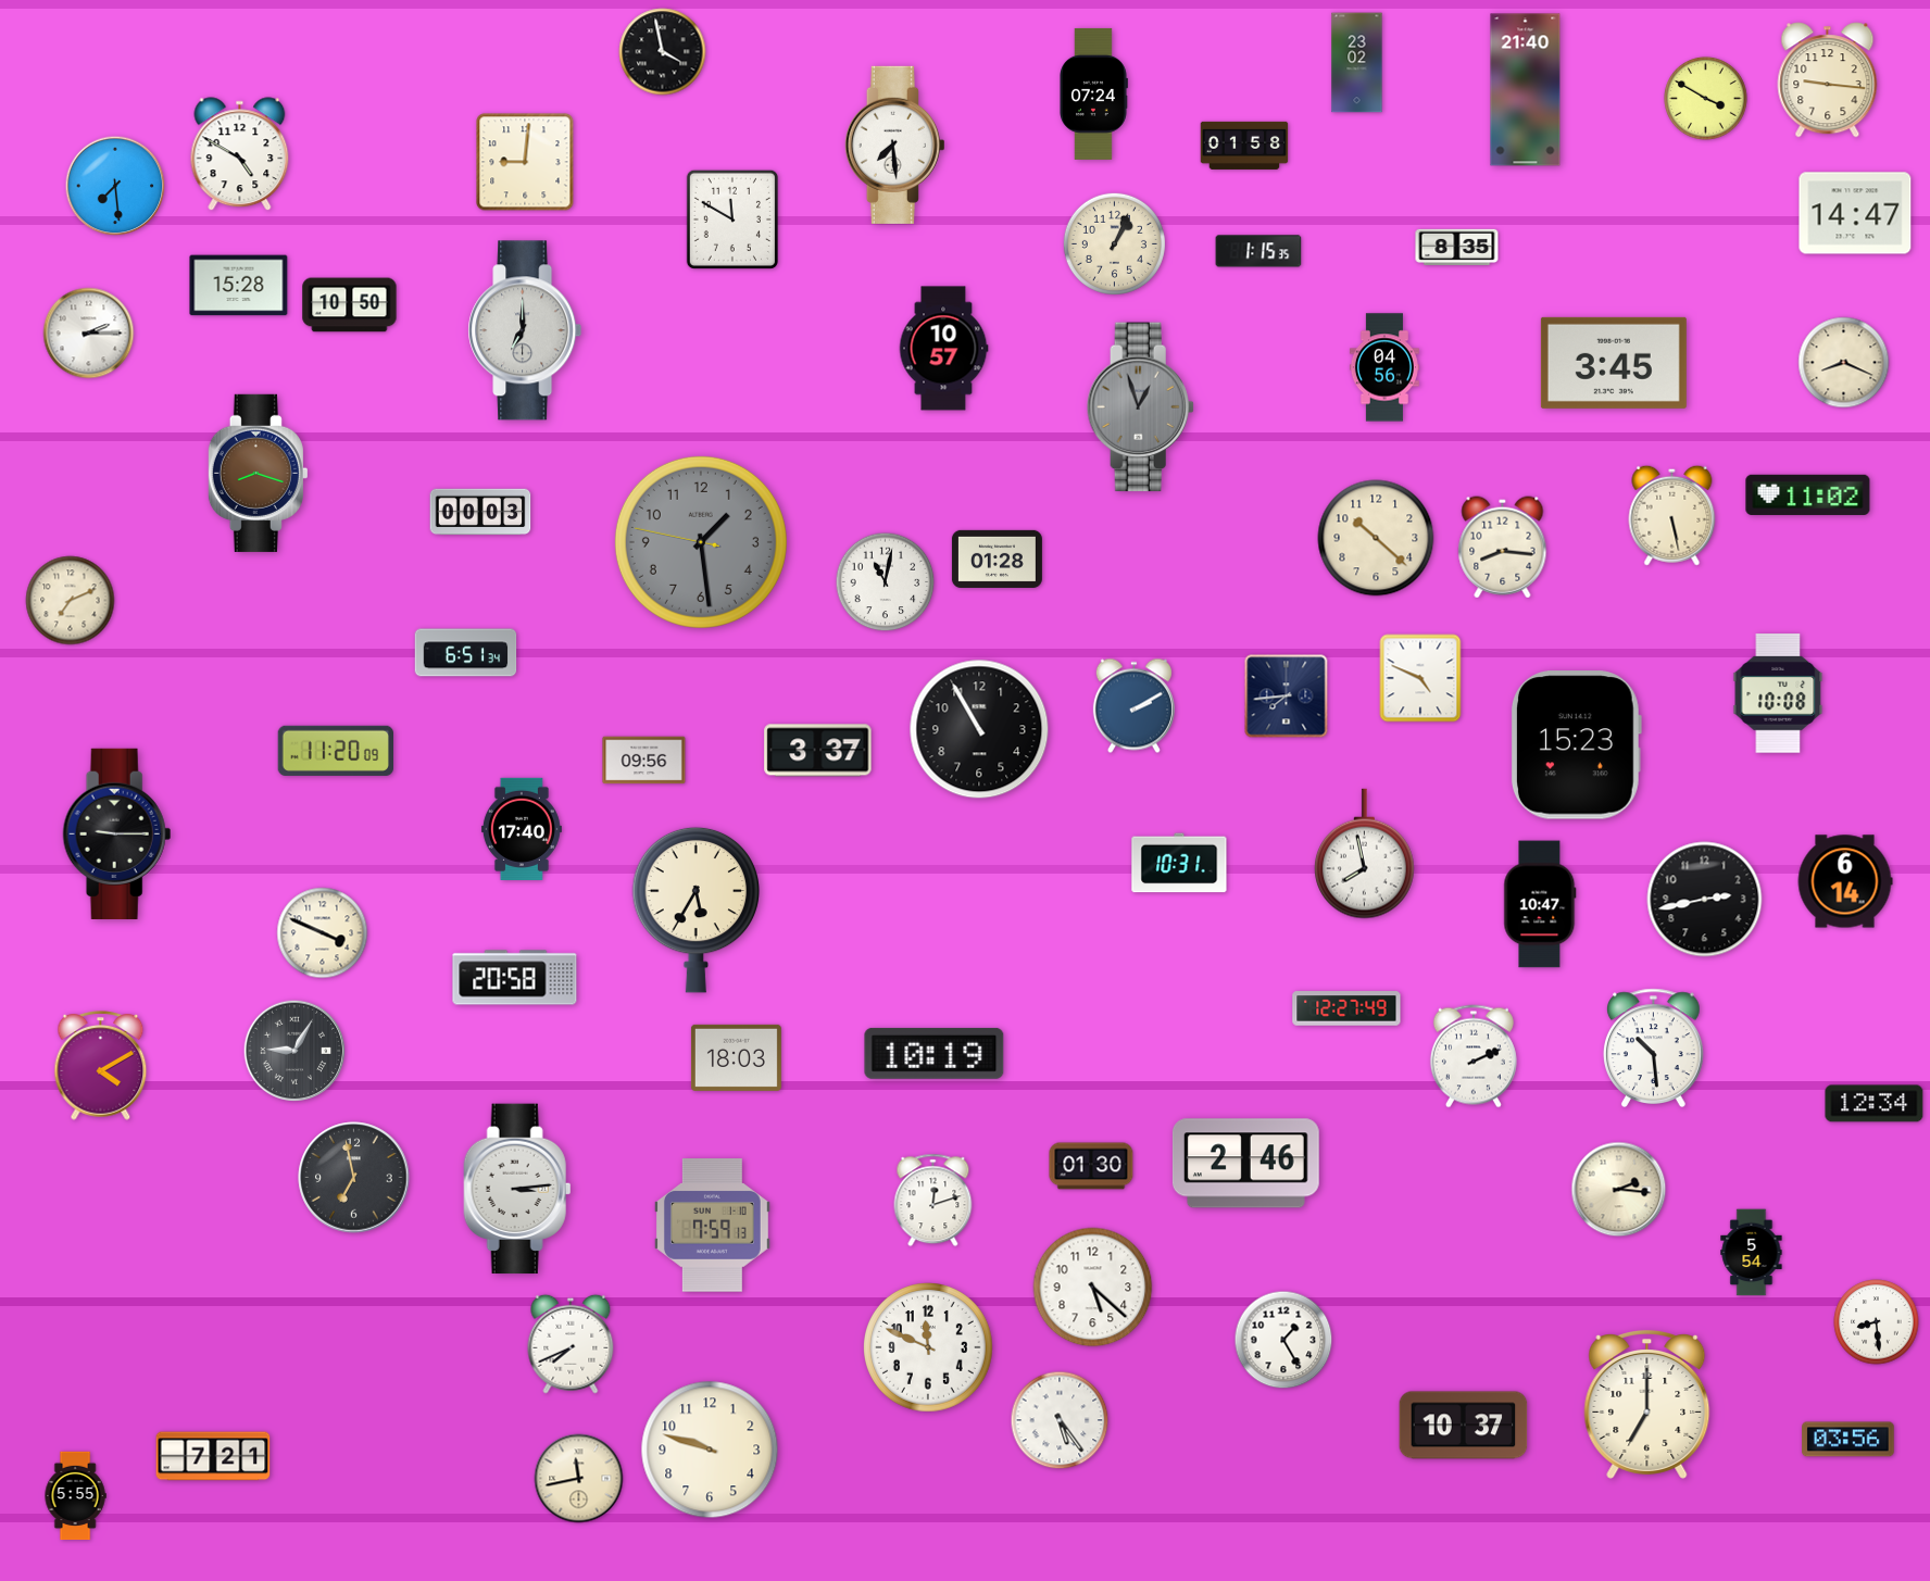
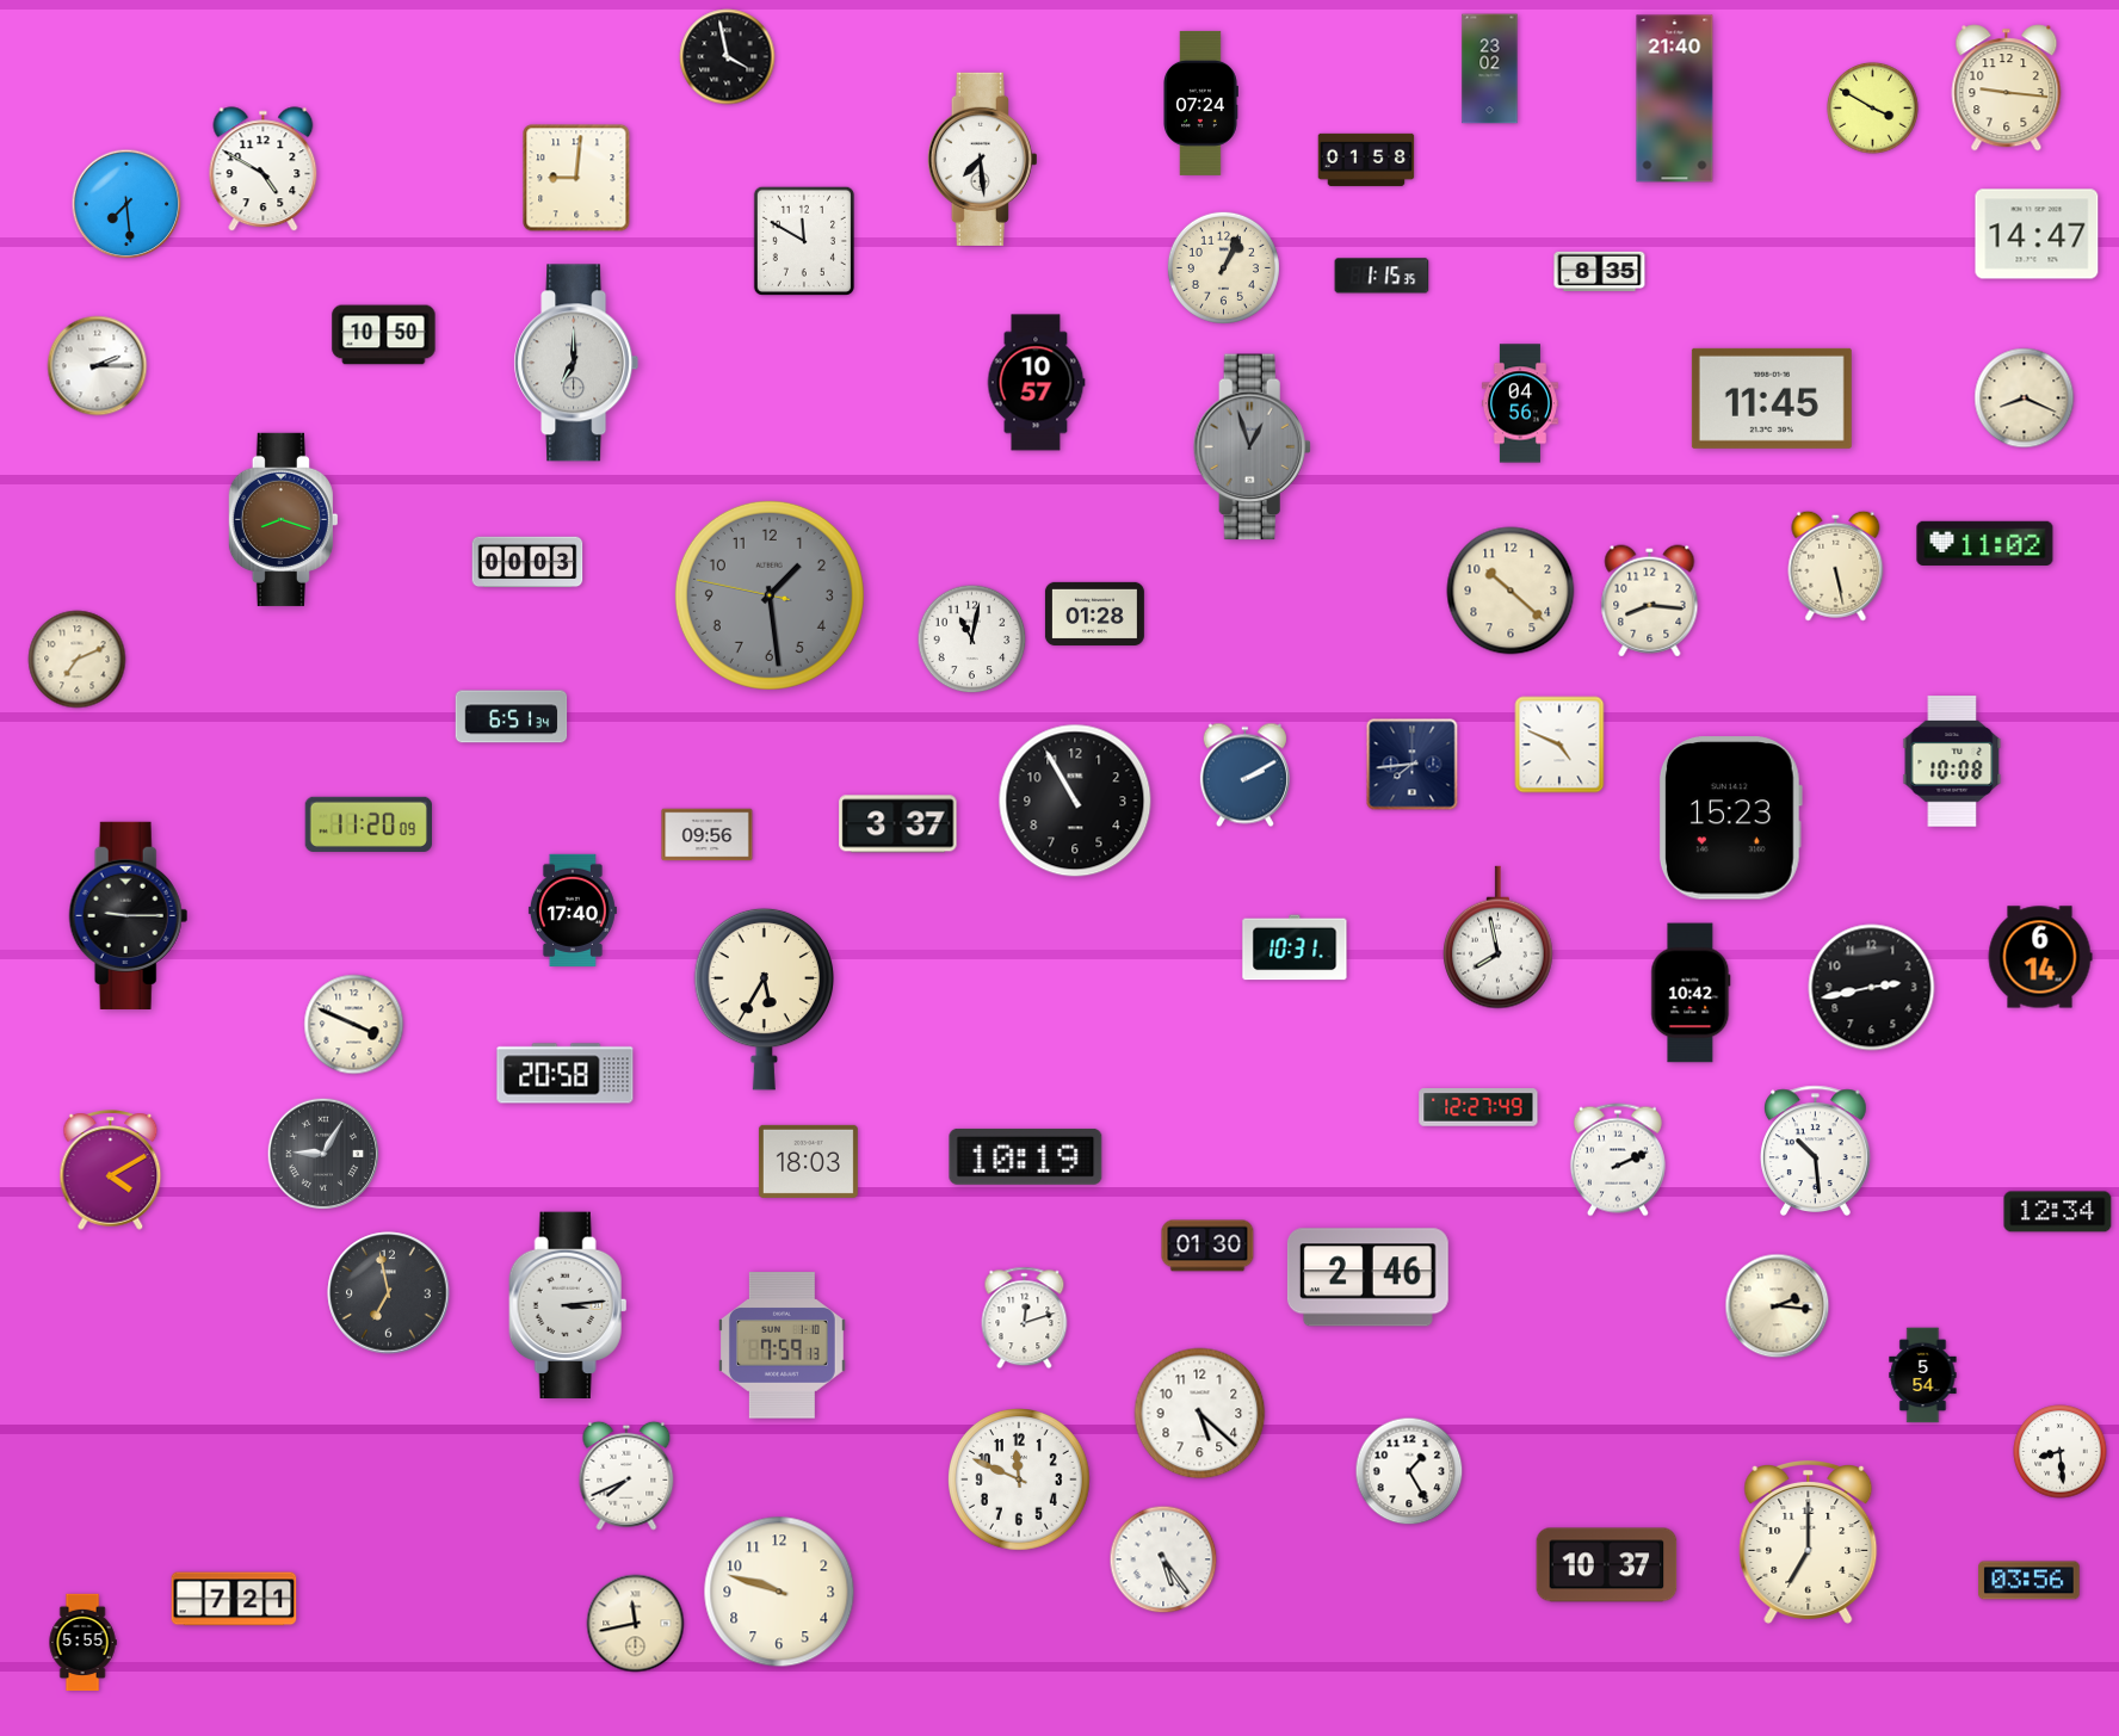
clock at (239, 286): 15:28 -> none
clock at (1614, 363): 3:45 -> 11:45
clock at (1845, 881) position: (1845, 881) -> (2040, 957)
clock at (1540, 904): 10:47 -> 10:42
clock at (1091, 1166) position: (1091, 1166) -> (1207, 1246)
